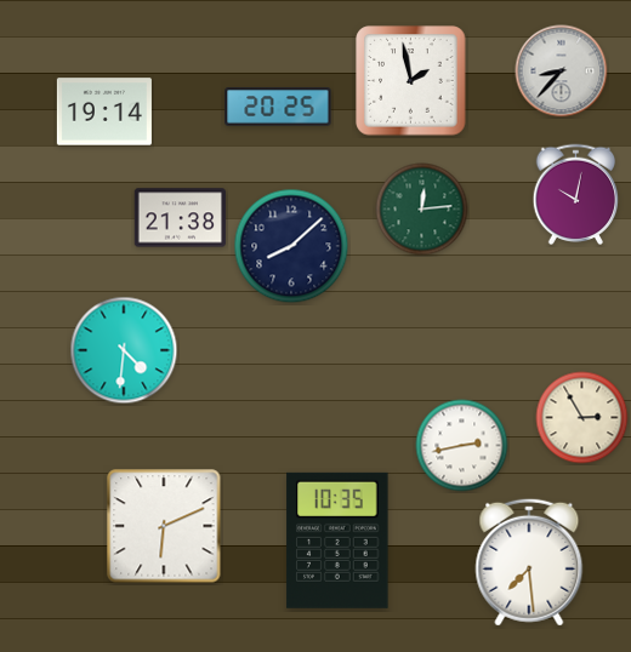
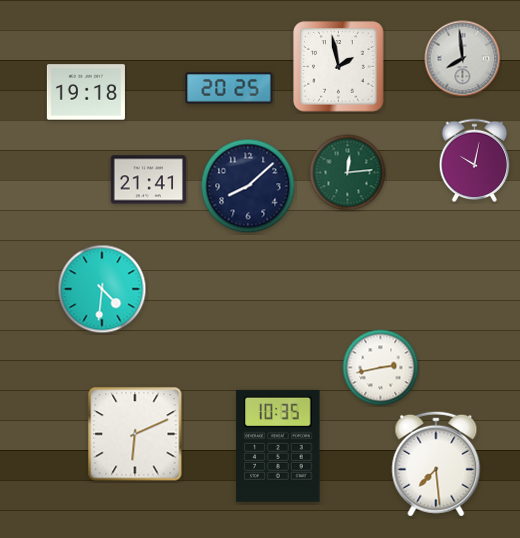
clock at (562, 72): 8:37 -> 7:59
clock at (104, 111): 19:14 -> 19:18
clock at (181, 218): 21:38 -> 21:41
clock at (291, 246) position: (291, 246) -> (248, 186)
clock at (582, 418): 2:55 -> none
